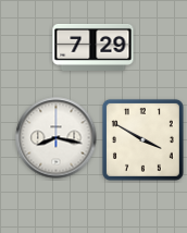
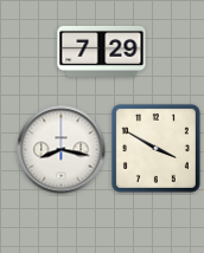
clock at (142, 139) position: (142, 139) -> (155, 148)
